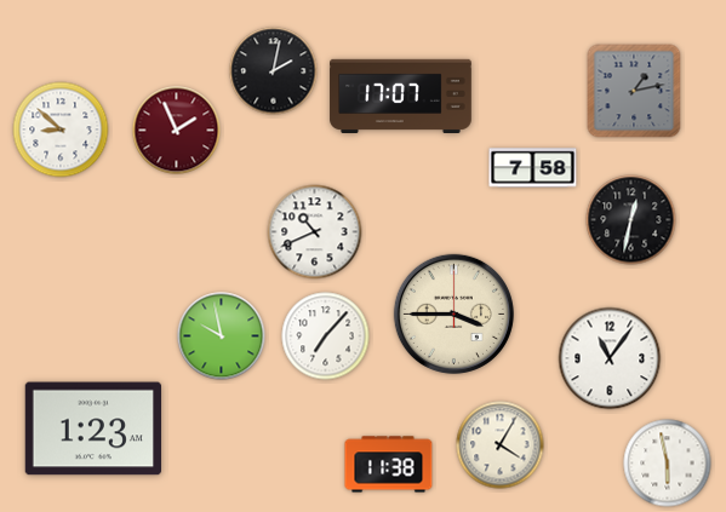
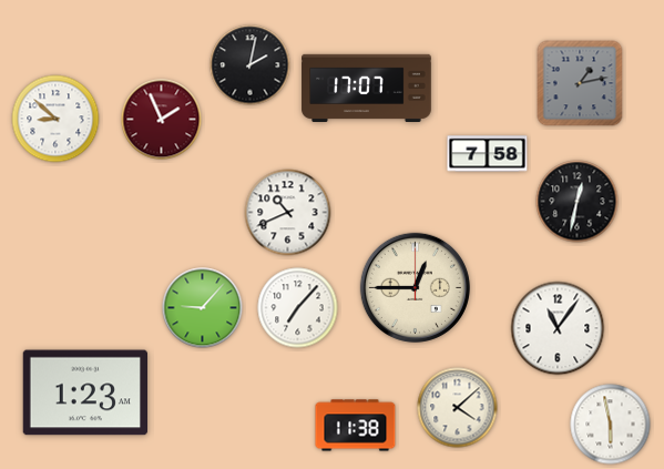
clock at (453, 313): 3:45 -> 12:45
clock at (222, 336): 9:58 -> 9:07
clock at (501, 445): 4:05 -> 4:08
